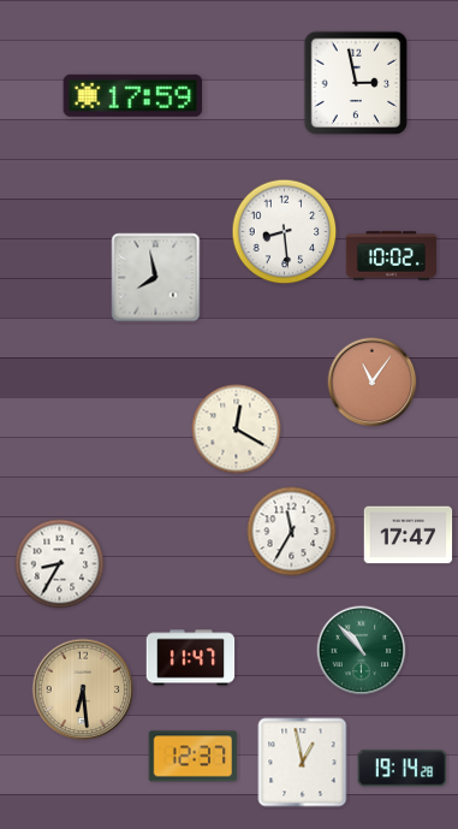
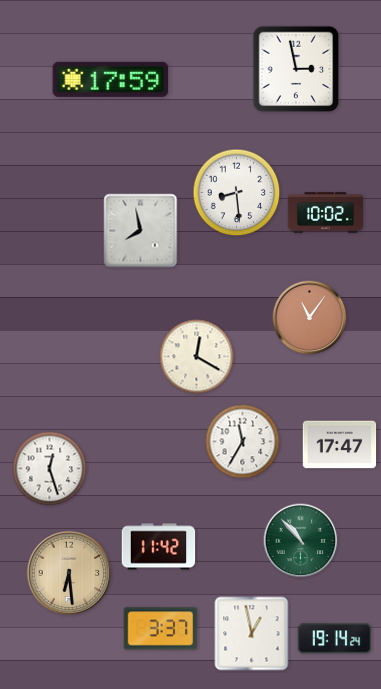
clock at (156, 278) position: (156, 278) -> (141, 231)
clock at (60, 564): 8:35 -> 12:27
clock at (191, 658): 11:47 -> 11:42
clock at (194, 757): 12:37 -> 3:37
clock at (403, 769): 19:14:28 -> 19:14:24
